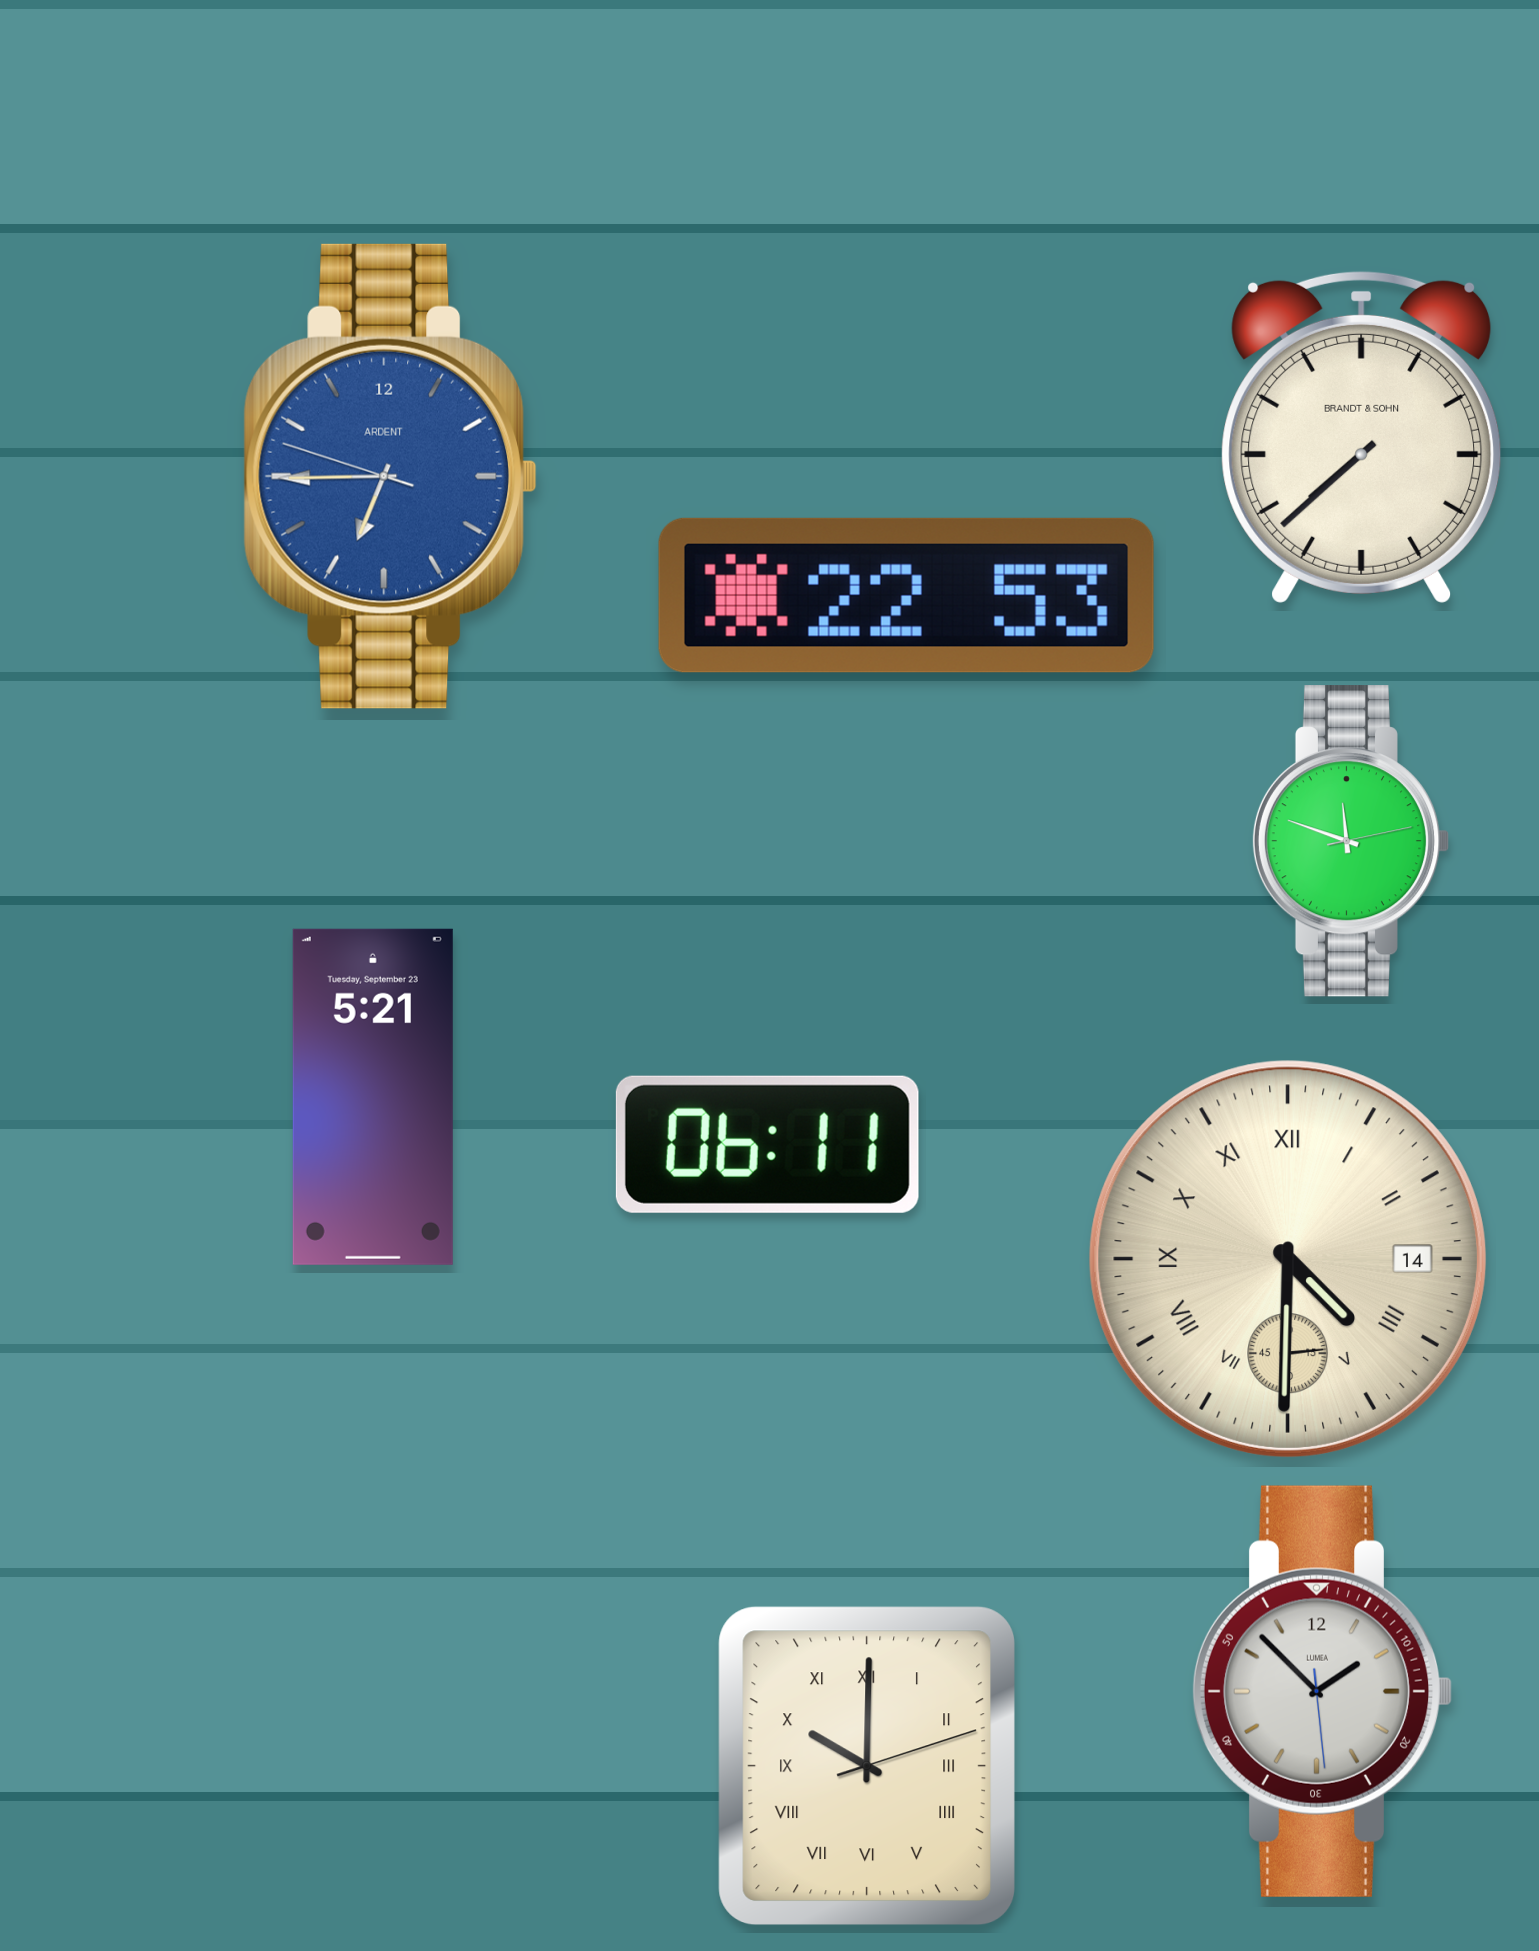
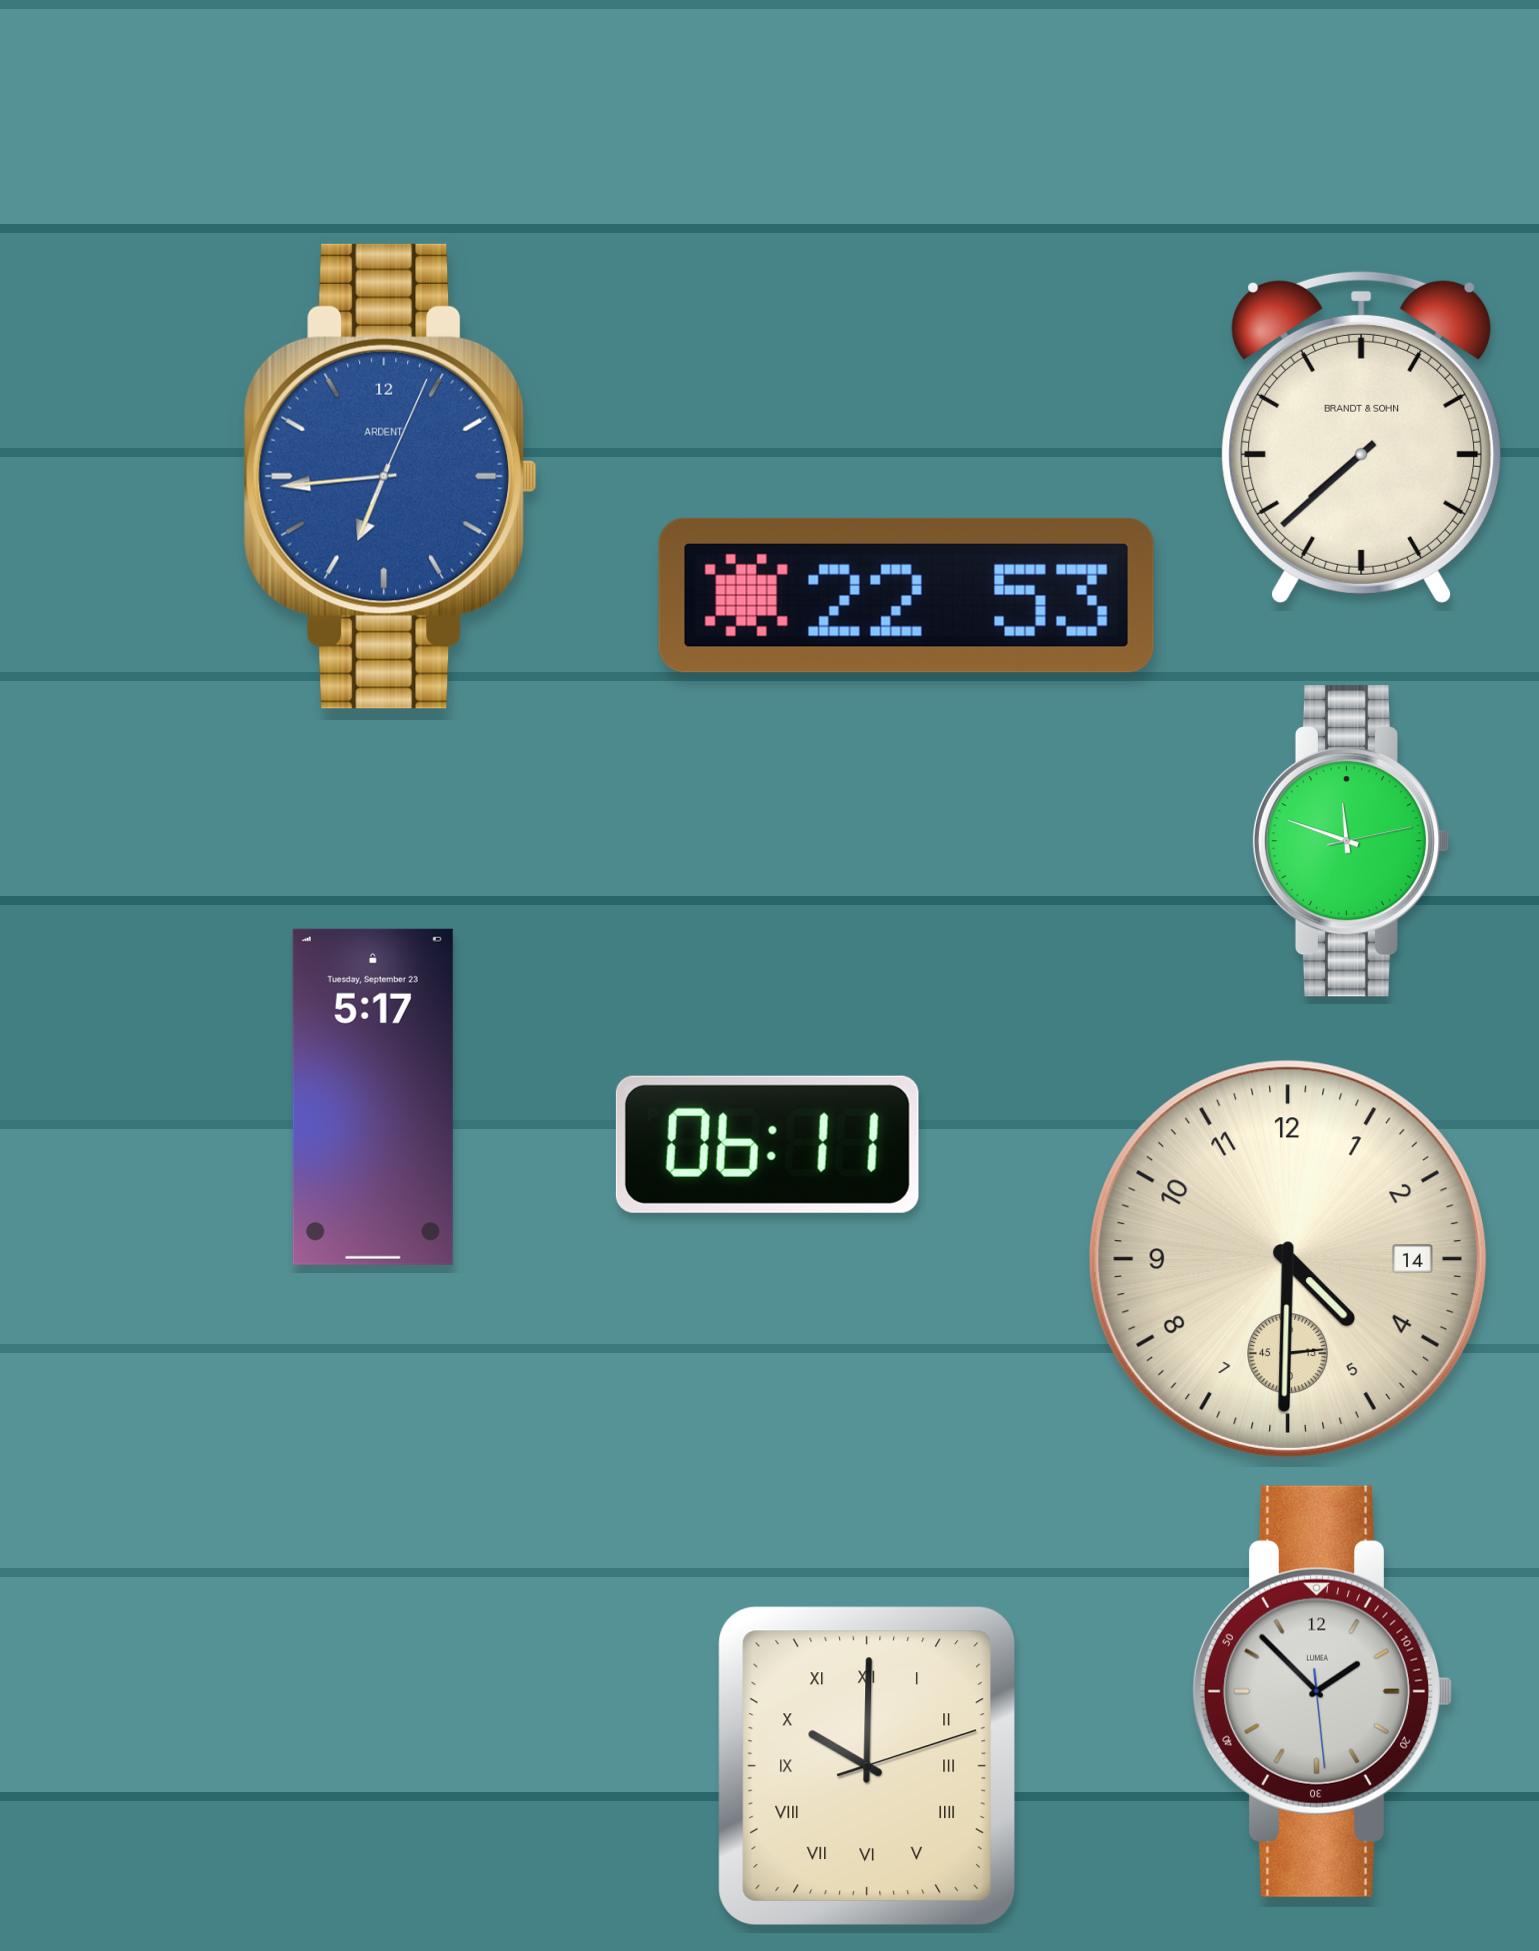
clock at (391, 476): 6:44:48 -> 6:44:04
clock at (373, 1097): 5:21 -> 5:17
clock at (1288, 1259) numerals: Roman -> Arabic
